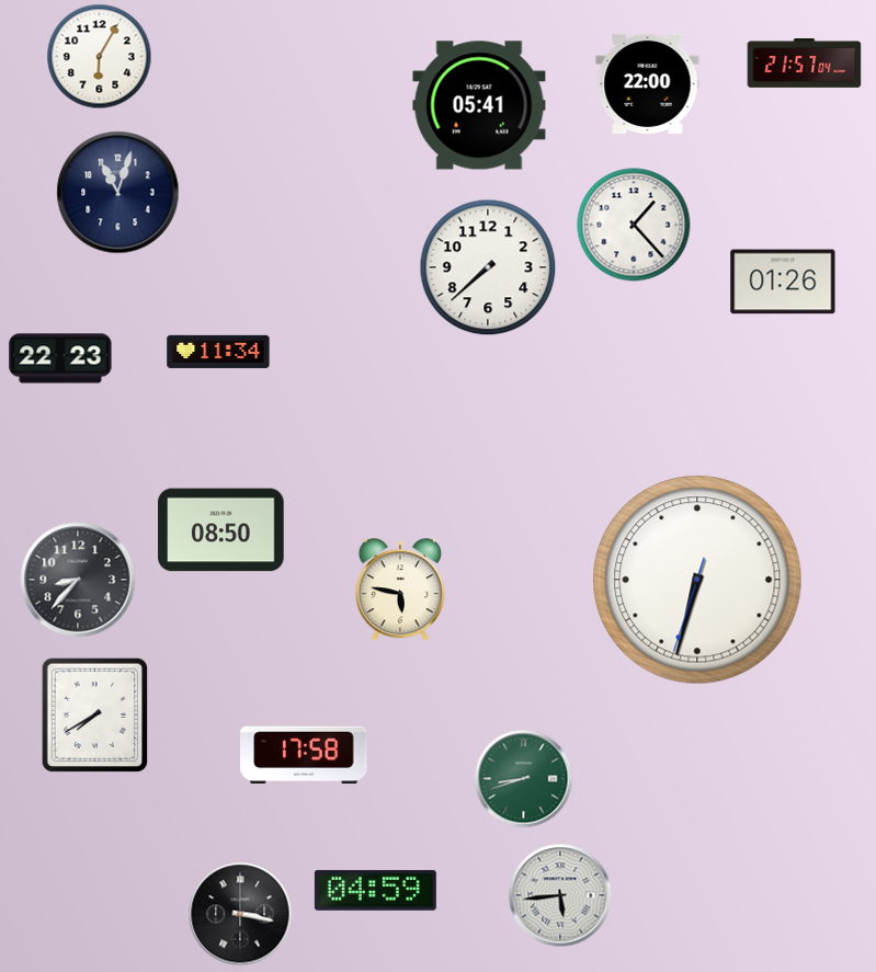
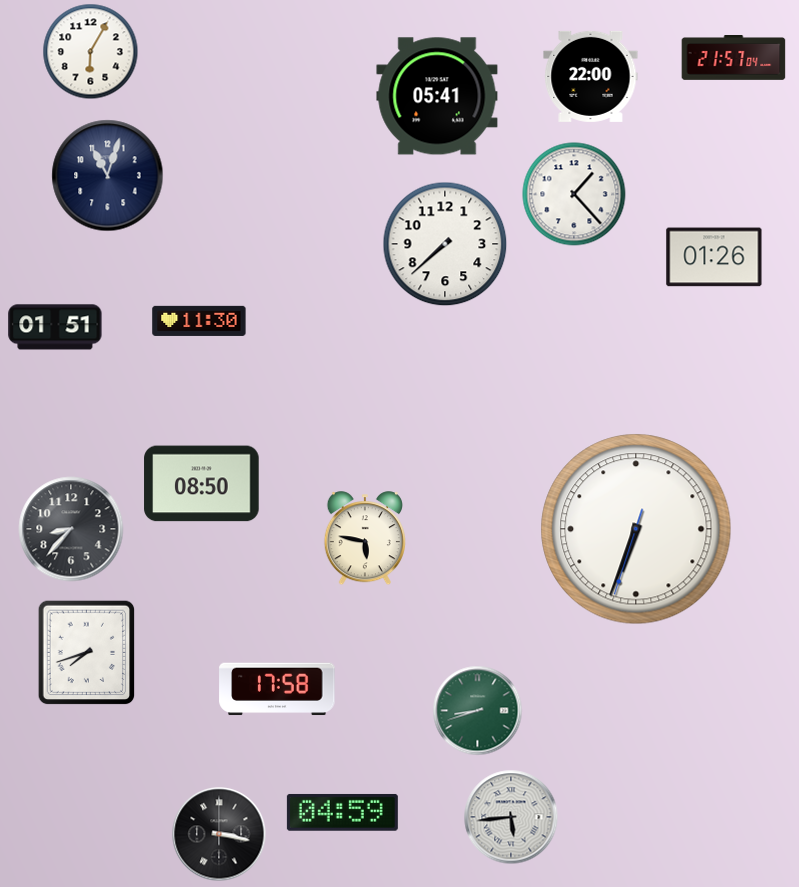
clock at (634, 225) position: (634, 225) -> (574, 194)
clock at (218, 352): 11:34 -> 11:30
clock at (60, 358): 22:23 -> 01:51
clock at (697, 580): 6:32 -> 6:33
clock at (95, 716): 7:40 -> 7:42
